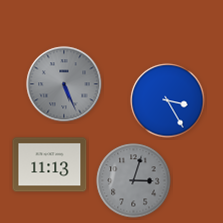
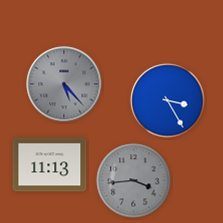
clock at (64, 84): 5:26 -> 5:23
clock at (134, 181): 3:03 -> 3:44
